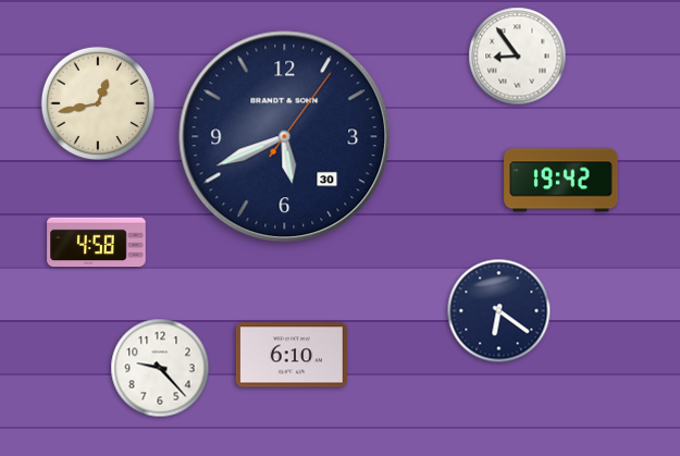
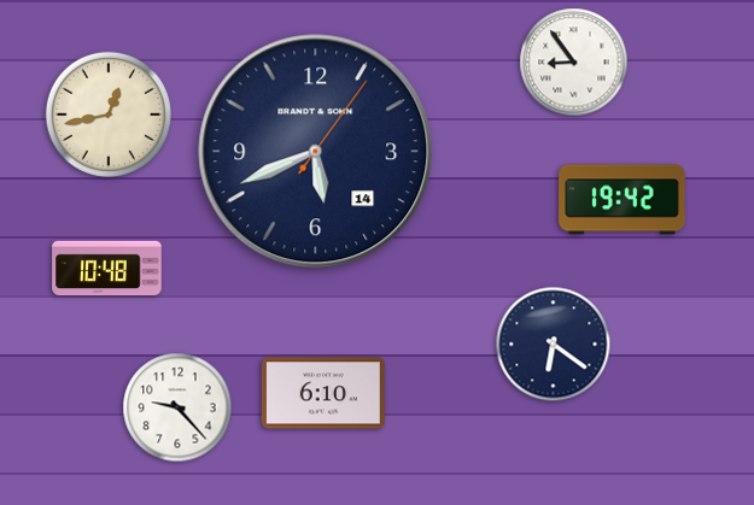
clock at (285, 137) date: 30 -> 14
clock at (97, 243): 4:58 -> 10:48
